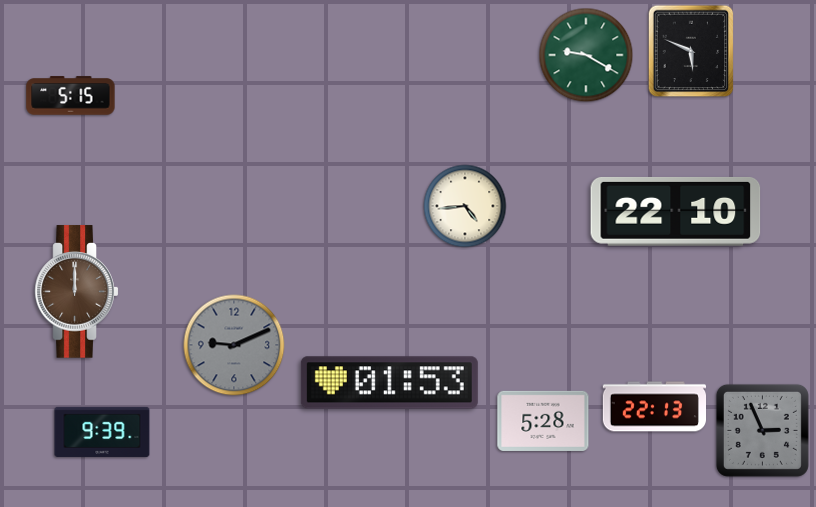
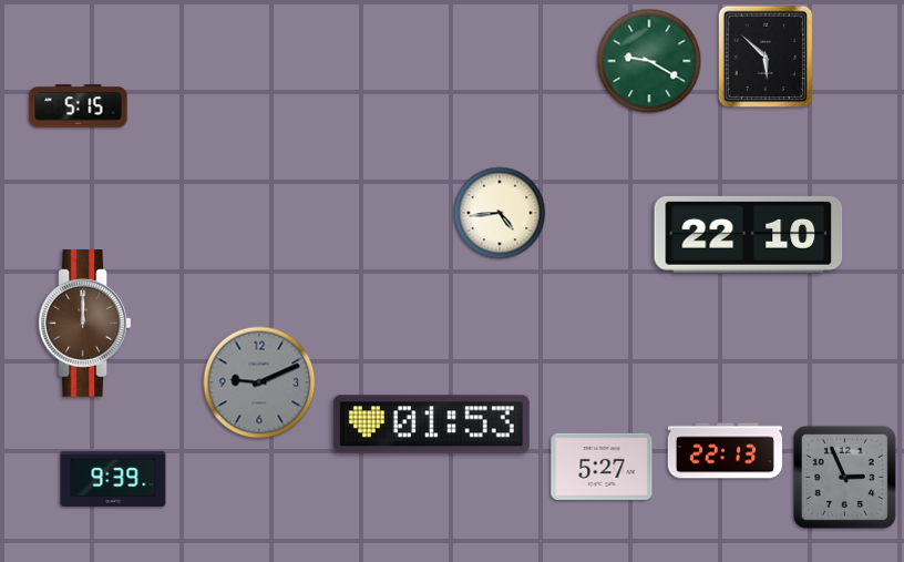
clock at (691, 51): 5:49 -> 5:52
clock at (465, 206) position: (465, 206) -> (500, 213)
clock at (543, 421): 5:28 -> 5:27
